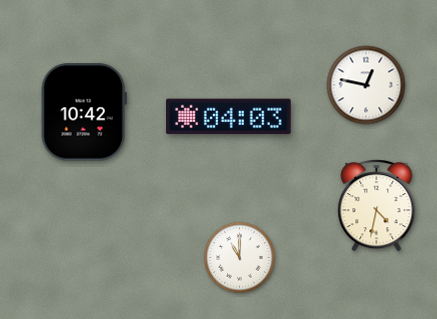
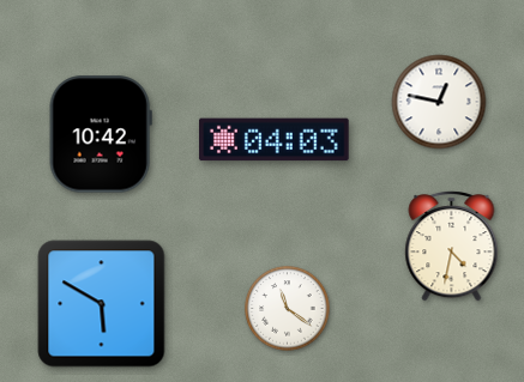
clock at (102, 304): none -> 5:50
clock at (240, 258): 11:00 -> 11:21
